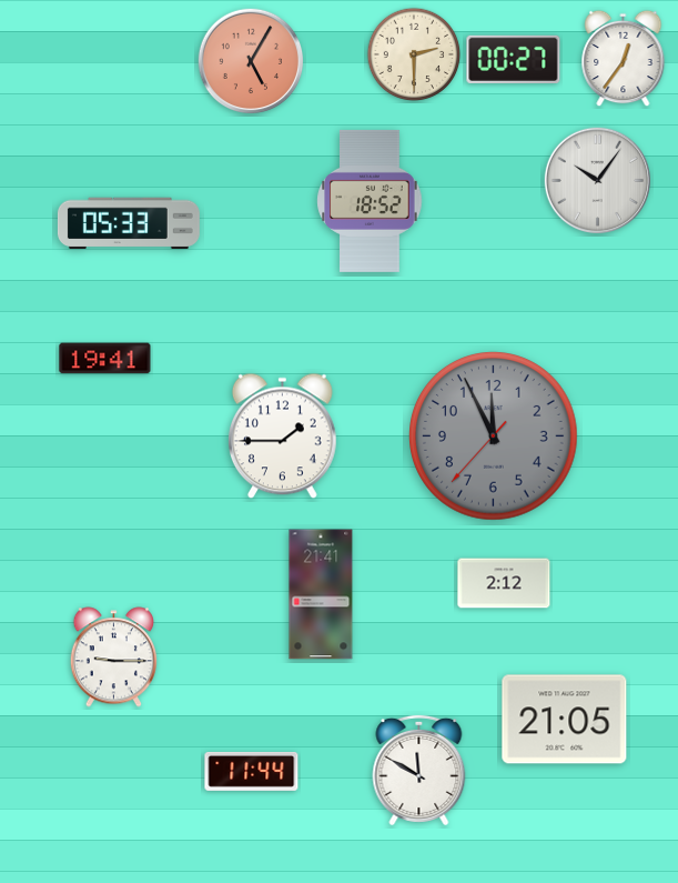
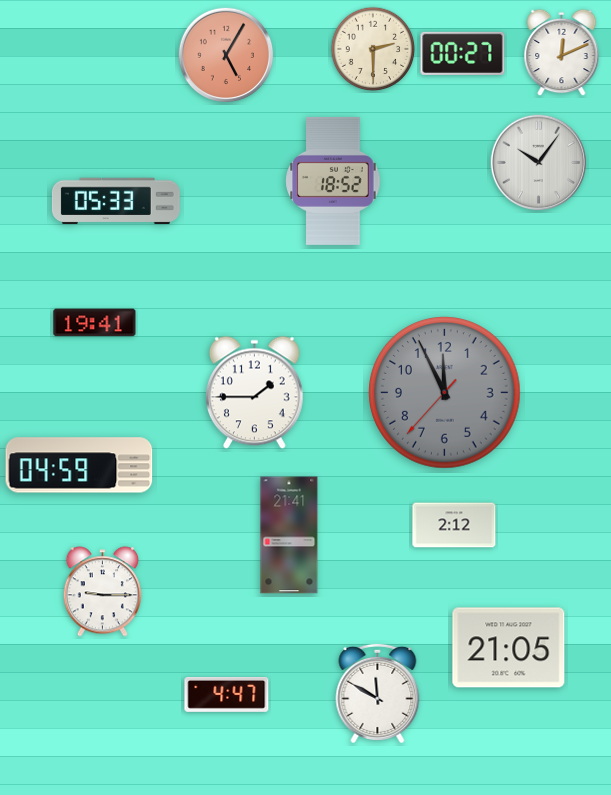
clock at (624, 59): 12:36 -> 12:11
clock at (79, 465): none -> 04:59
clock at (252, 771): 11:44 -> 4:47
